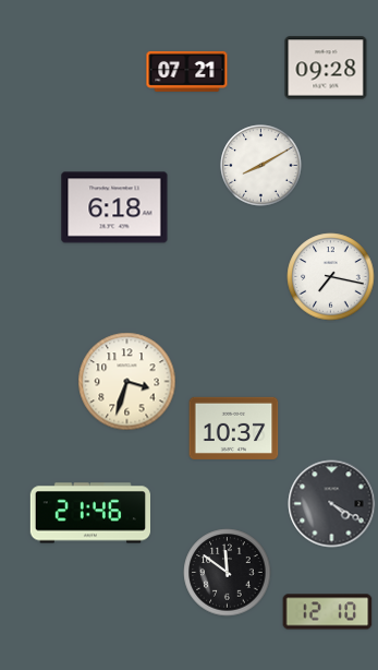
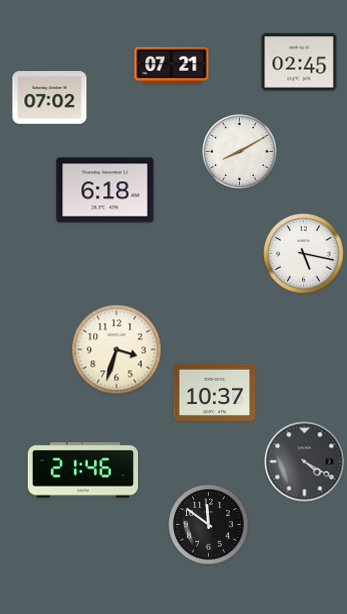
clock at (326, 68): 09:28 -> 02:45
clock at (50, 98): none -> 07:02
clock at (331, 277): 7:17 -> 5:17
clock at (328, 612): 12:10 -> none
